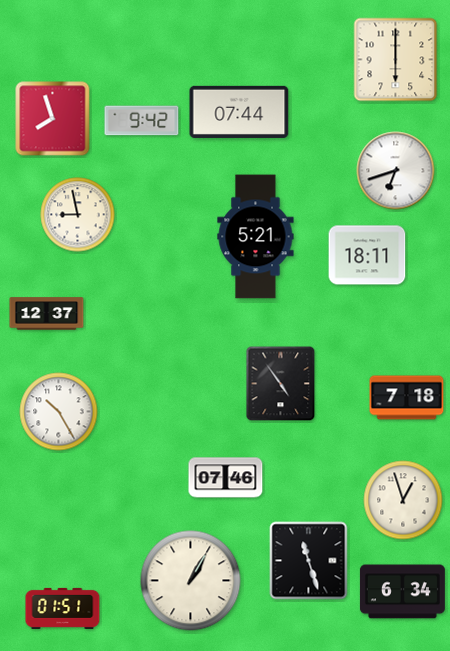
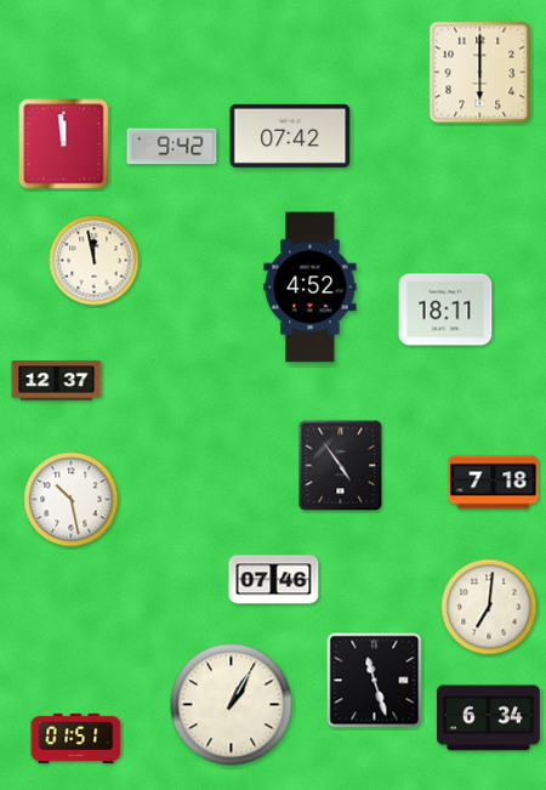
clock at (239, 112): 07:44 -> 07:42
clock at (53, 119): 7:57 -> 11:59
clock at (396, 171): 6:42 -> none
clock at (78, 215): 8:58 -> 11:58
clock at (256, 237): 5:21 -> 4:52
clock at (59, 412): 10:25 -> 10:28
clock at (403, 500): 12:57 -> 7:01
